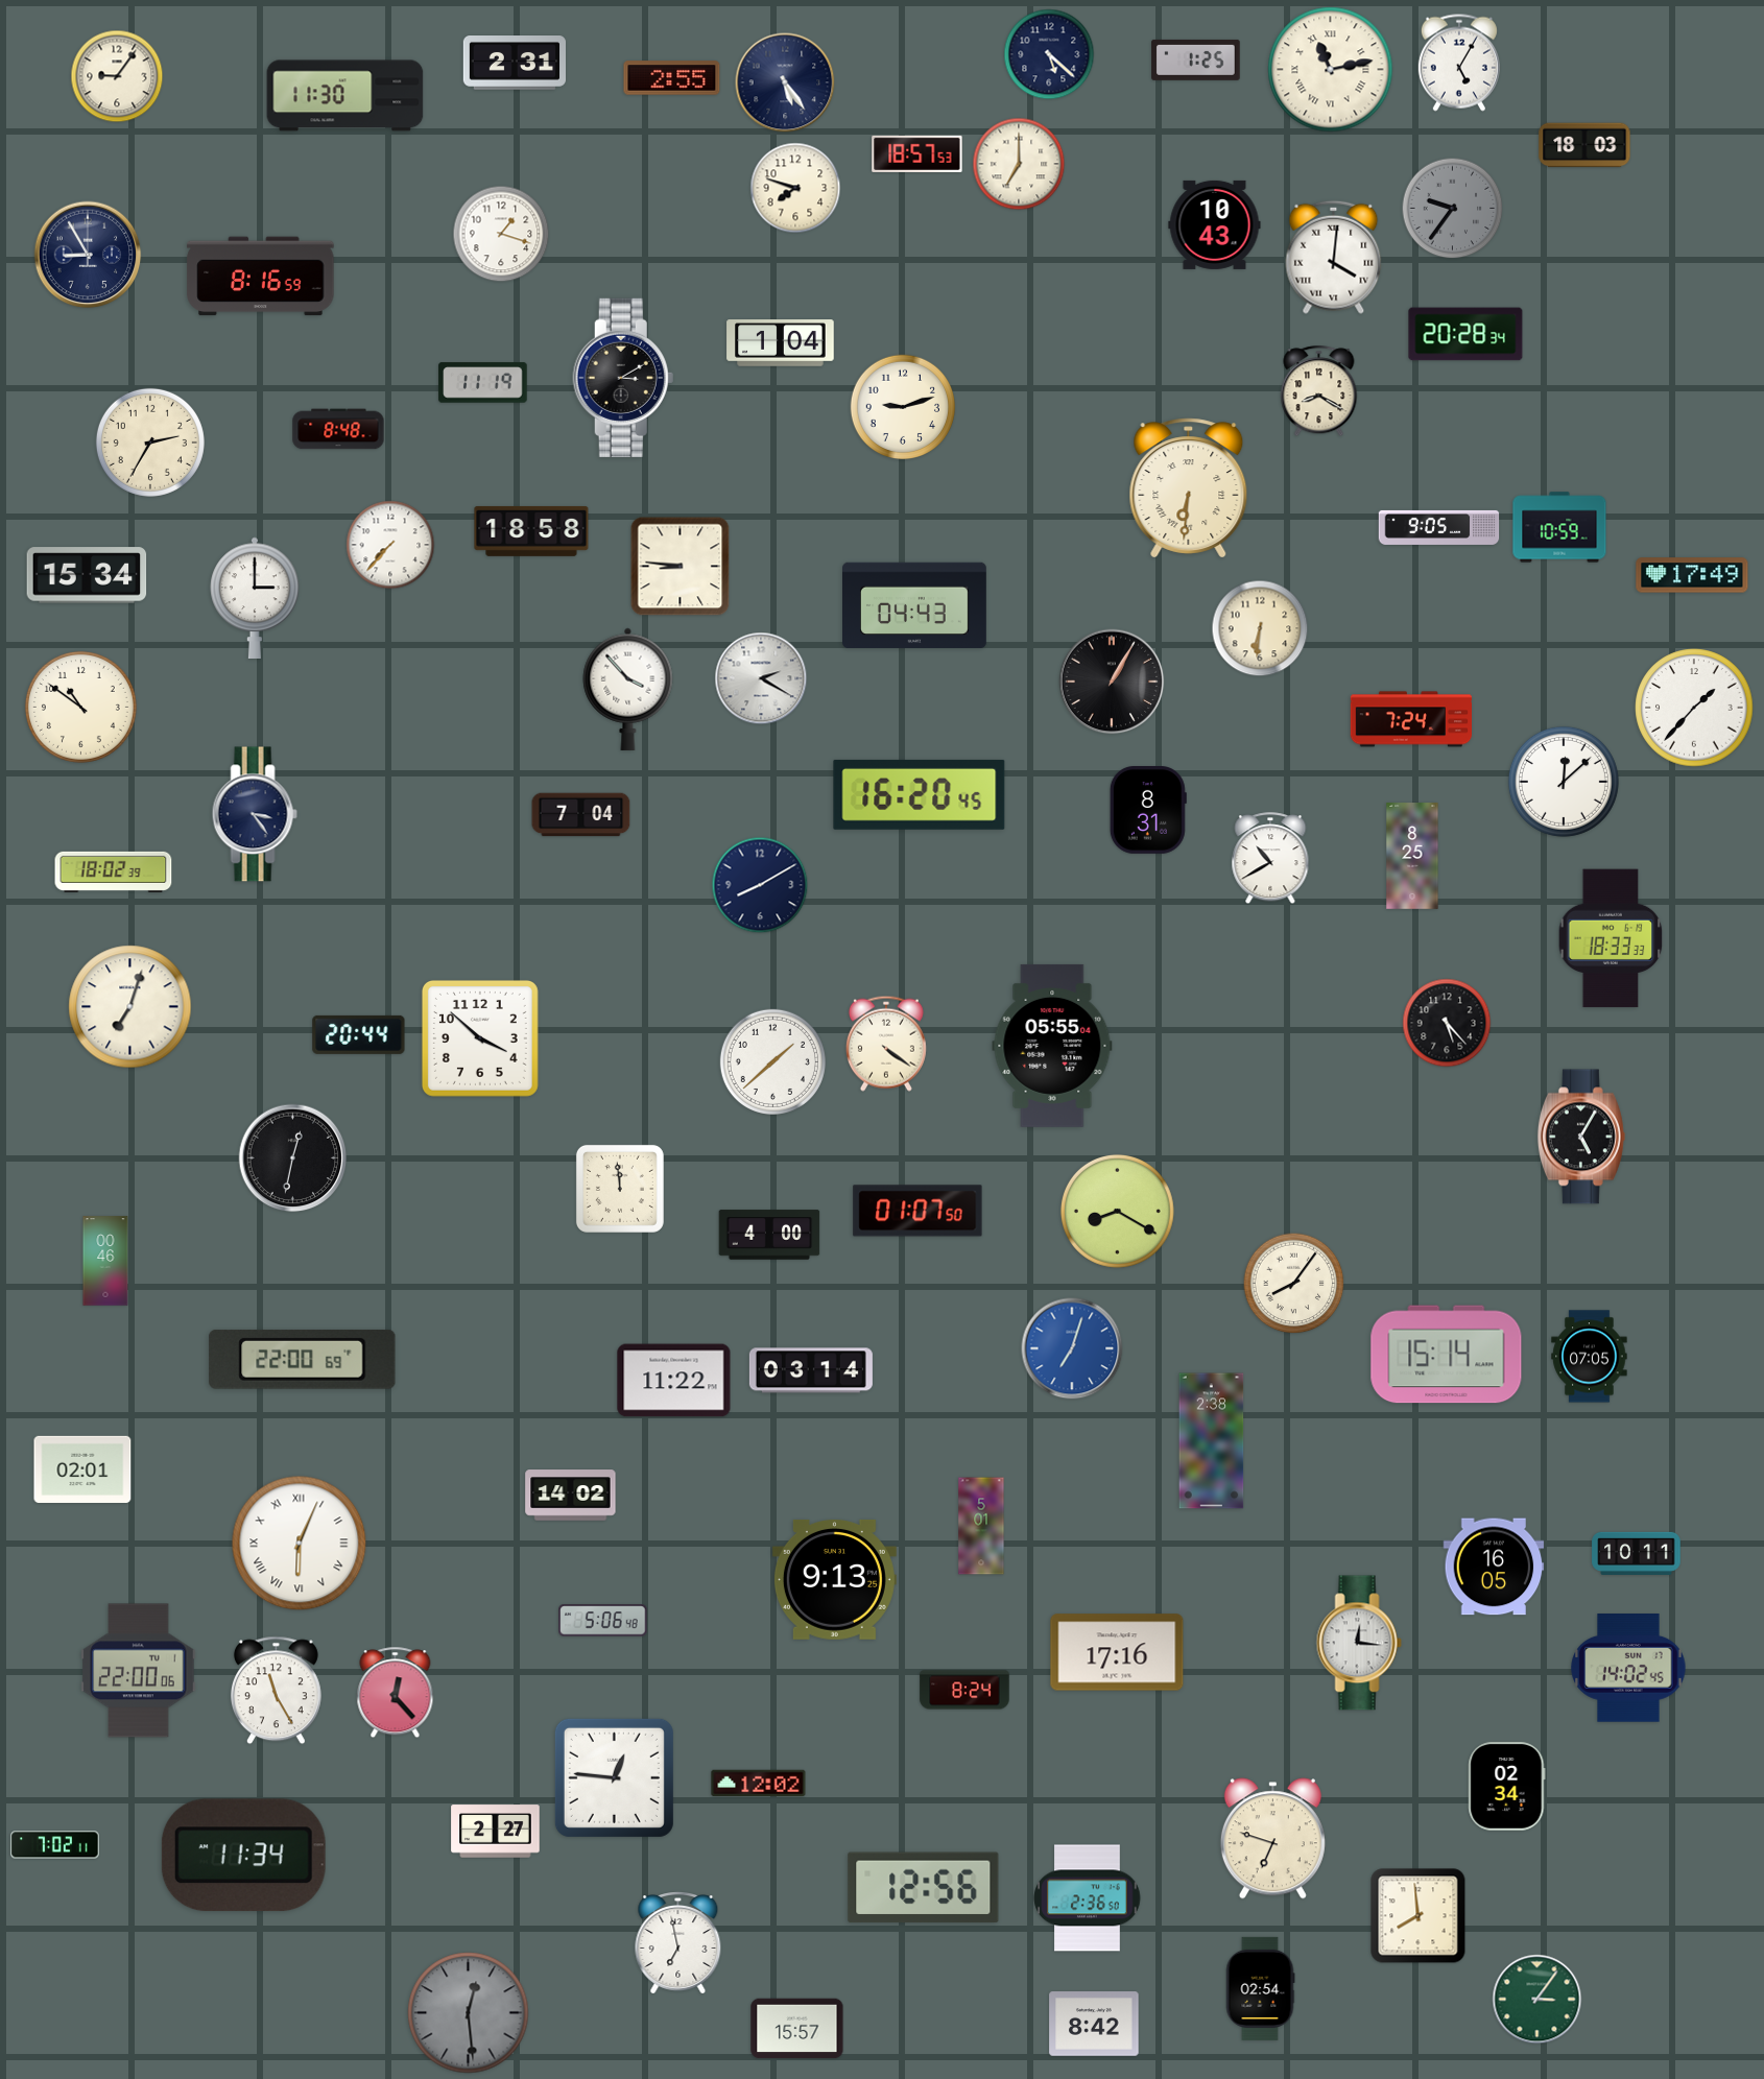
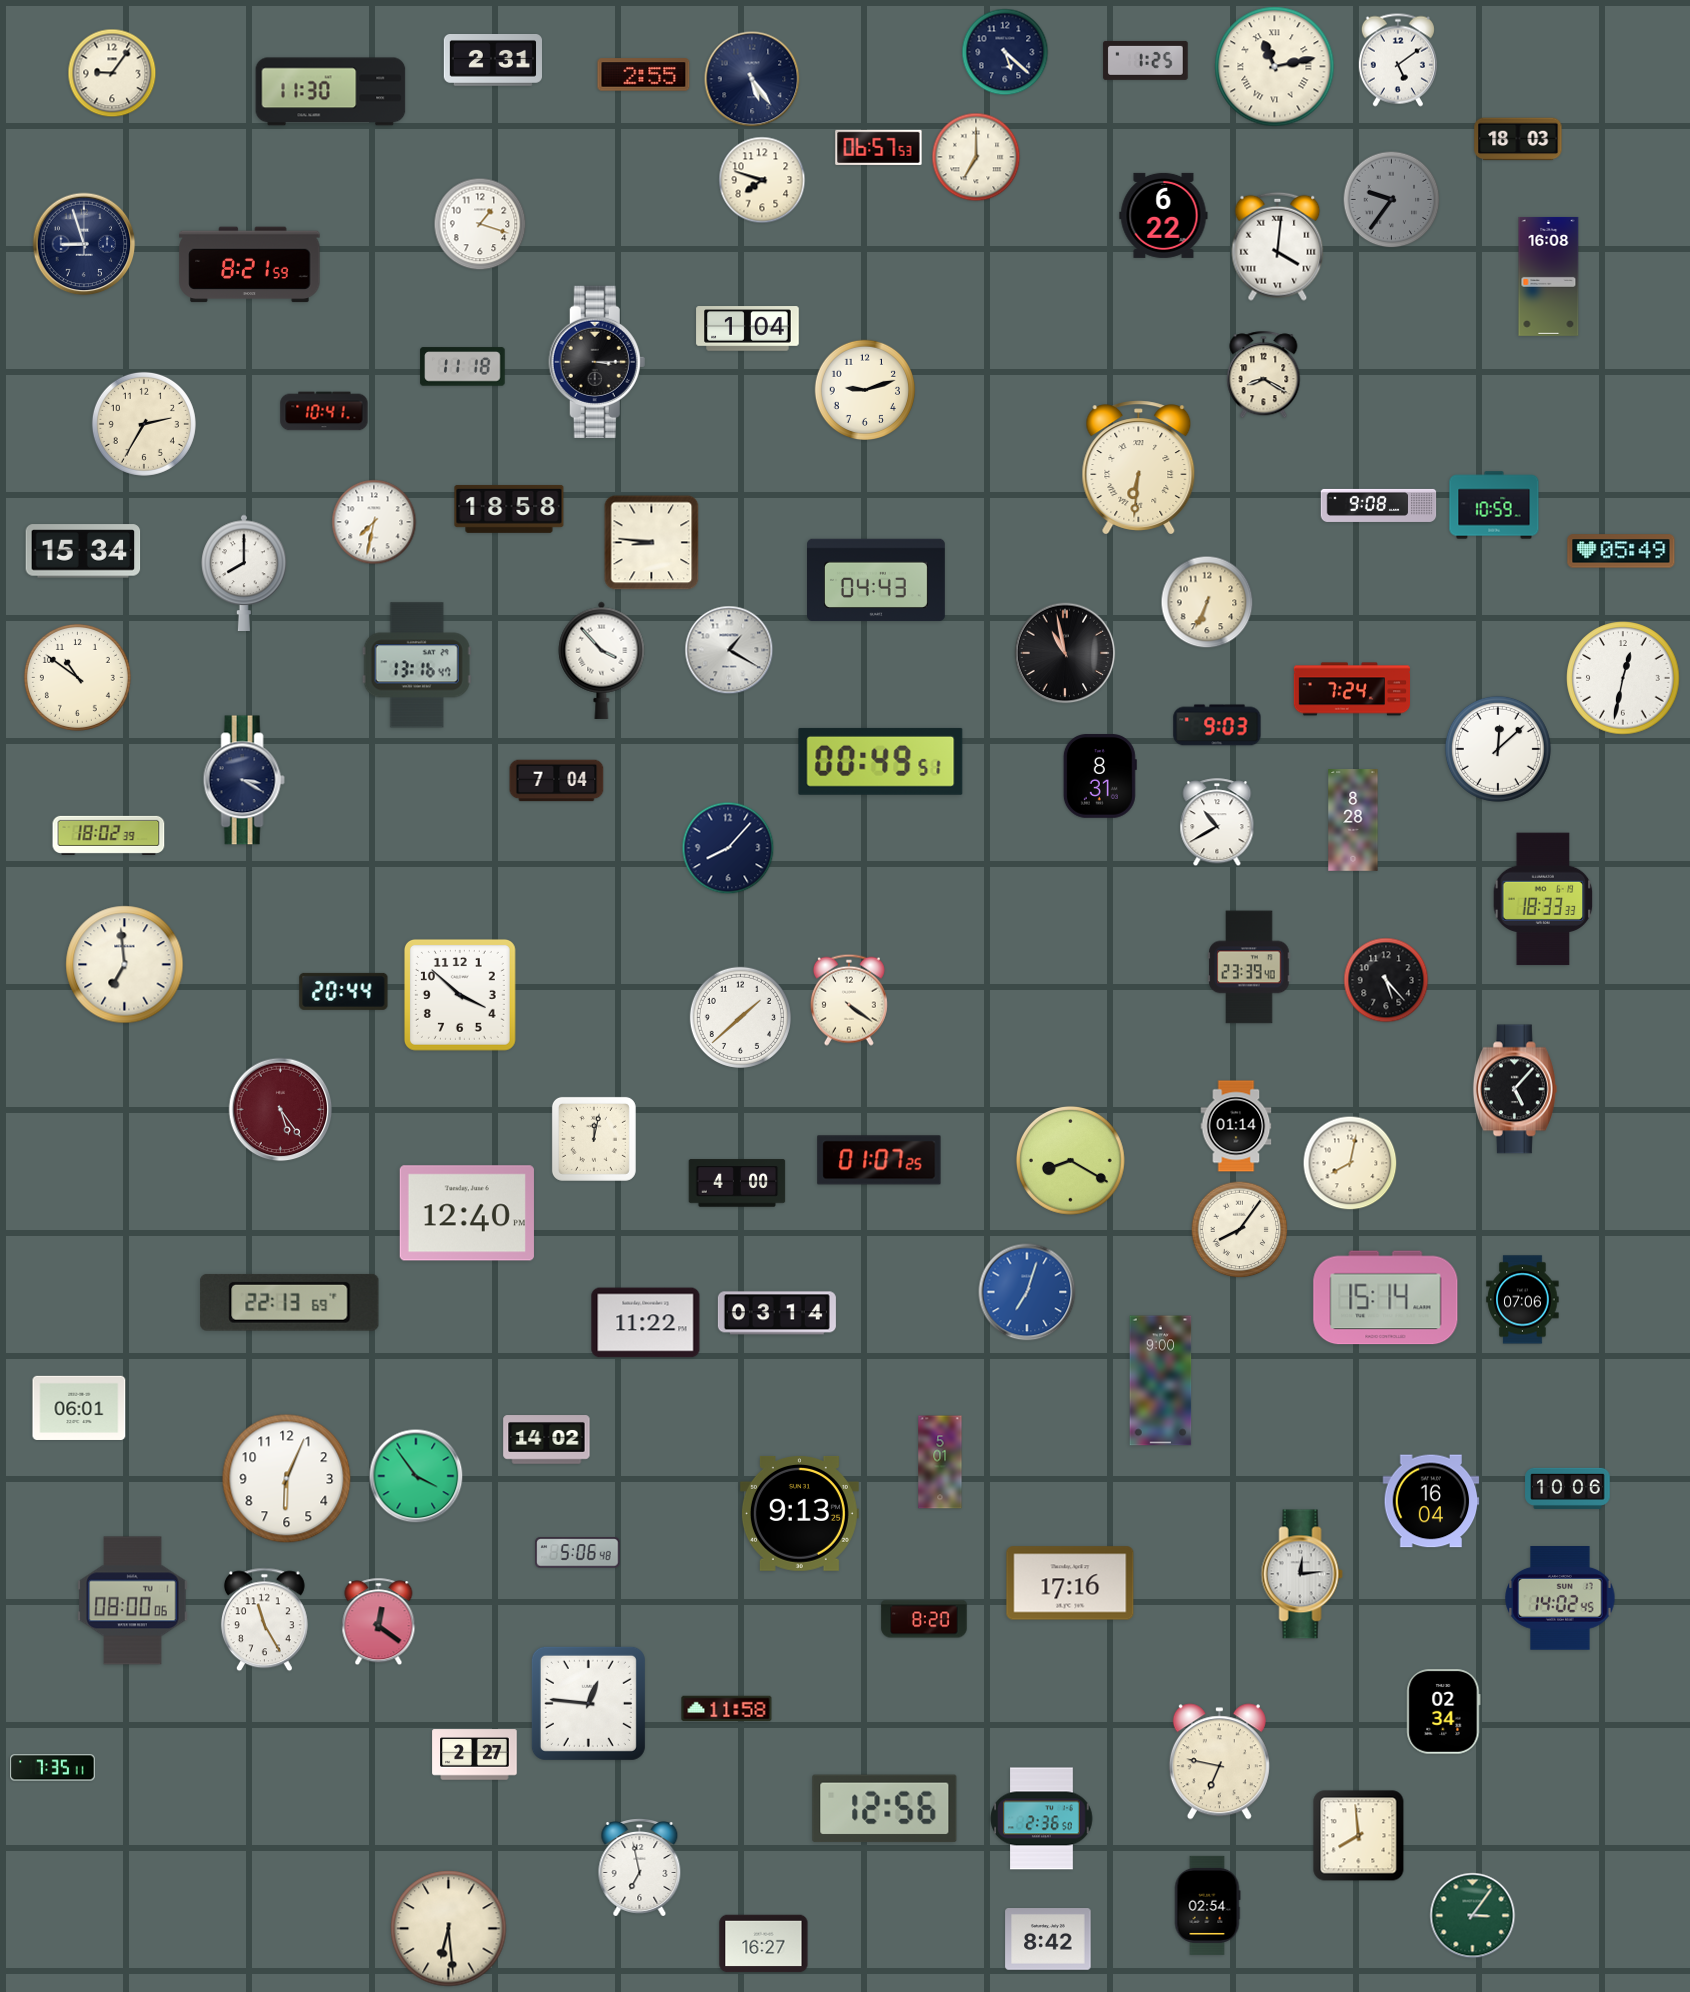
clock at (1196, 59) position: (1196, 59) -> (1146, 60)
clock at (1459, 63): 5:05 -> 5:09
clock at (917, 153): 18:57 -> 06:57
clock at (1215, 224): 10:43 -> 6:22
clock at (88, 255): 8:55 -> 8:57
clock at (261, 277): 8:16 -> 8:21
clock at (1549, 276): none -> 16:08
clock at (1465, 334): 20:28 -> none
clock at (623, 378): 3:10 -> 3:15
clock at (483, 383): 11:19 -> 11:18
clock at (338, 429): 8:48 -> 10:41
clock at (1439, 527): 9:05 -> 9:08
clock at (390, 545): 7:37 -> 7:32
clock at (1692, 575): 17:49 -> 05:49
clock at (255, 598): 3:00 -> 8:00
clock at (1260, 628): 6:31 -> 6:34
clock at (761, 678): 2:20 -> 1:20
clock at (1112, 682): 1:05 -> 10:58
clock at (417, 665): none -> 13:16
clock at (1694, 708): 1:37 -> 12:32
clock at (1217, 725): none -> 9:03
clock at (920, 794): 16:20 -> 00:49
clock at (255, 814): 3:24 -> 3:20
clock at (1412, 856): 8:25 -> 8:28
clock at (760, 885): 8:10 -> 8:07
clock at (130, 1007): 7:03 -> 6:59
clock at (1249, 967): none -> 23:39
clock at (1052, 1046): 05:55 -> none
clock at (1581, 1137): 5:05 -> 5:07
clock at (293, 1158): 12:32 -> 5:24
clock at (293, 1158) dial: black -> burgundy
clock at (1236, 1126): none -> 01:14
clock at (620, 1189): 11:59 -> 12:02
clock at (917, 1211): 01:07:50 -> 01:07:25
clock at (1350, 1163): none -> 8:02
clock at (105, 1261): 00:46 -> none
clock at (467, 1213): none -> 12:40
clock at (1590, 1357): 07:05 -> 07:06
clock at (303, 1359): 22:00 -> 22:13
clock at (1212, 1441): 2:38 -> 9:00
clock at (82, 1469): 02:01 -> 06:01
clock at (571, 1496) position: (571, 1496) -> (547, 1440)
clock at (416, 1476): none -> 3:54
clock at (300, 1544) numerals: Roman -> Arabic
clock at (1637, 1553): 10:11 -> 10:06
clock at (1494, 1567): 16:05 -> 16:04
clock at (1359, 1643): 12:16 -> 12:14
clock at (139, 1671): 22:00 -> 08:00
clock at (964, 1690): 8:24 -> 8:20
clock at (396, 1693): 12:23 -> 12:21
clock at (759, 1784): 12:02 -> 11:58
clock at (1272, 1839): 6:48 -> 6:47
clock at (55, 1845): 7:02 -> 7:35
clock at (243, 1856): 11:34 -> none
clock at (678, 1943) position: (678, 1943) -> (640, 1868)
clock at (469, 2013): 12:29 -> 6:29
clock at (469, 2013) dial: grey -> cream
clock at (797, 2029): 15:57 -> 16:27
